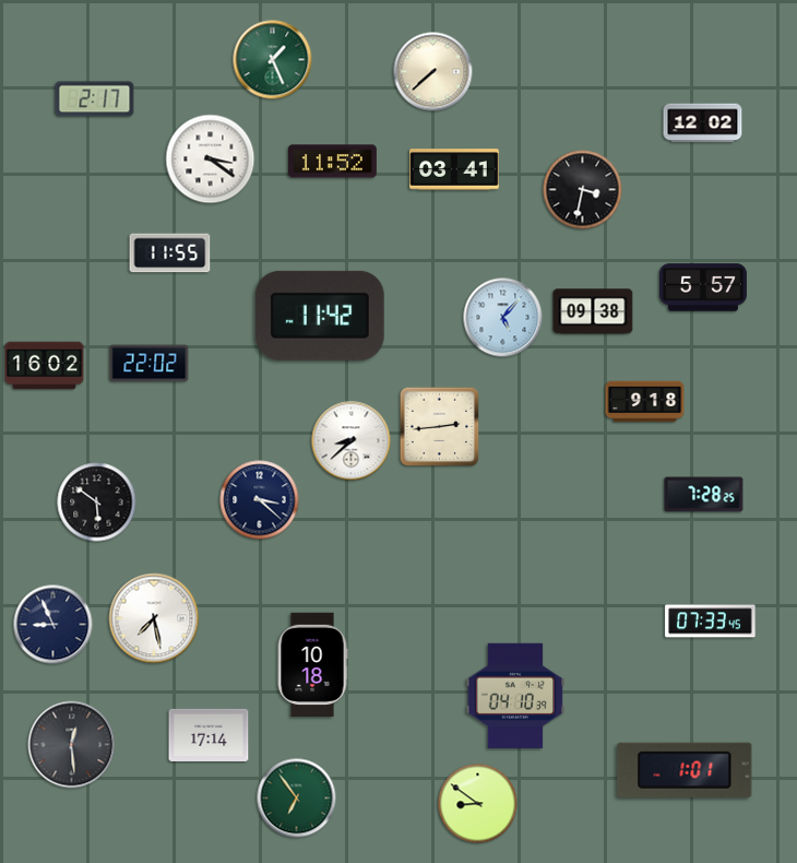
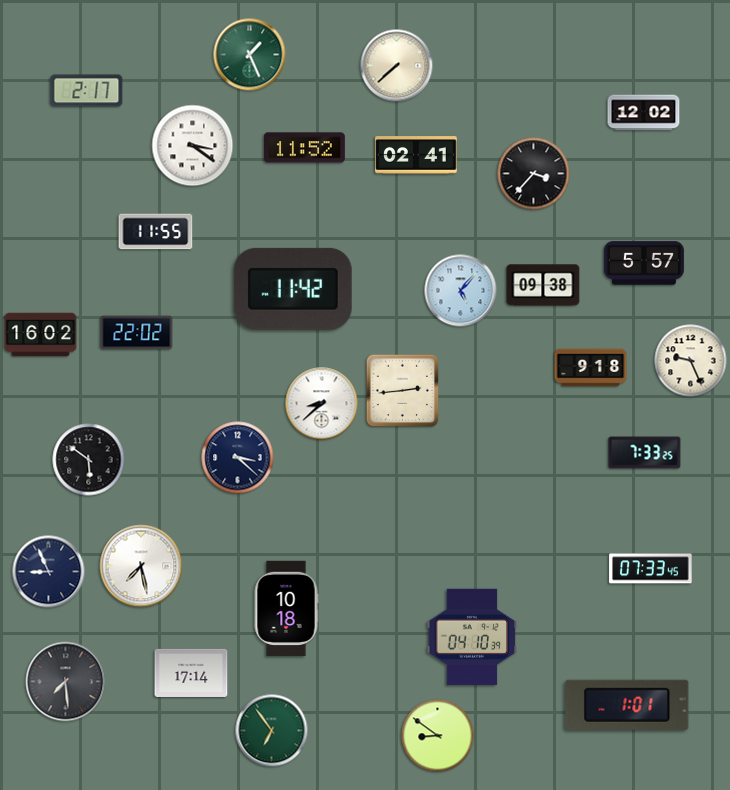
clock at (454, 169): 03:41 -> 02:41
clock at (583, 190): 3:32 -> 3:37
clock at (691, 361): none -> 9:26
clock at (704, 495): 7:28 -> 7:33
clock at (72, 745): 12:29 -> 7:29
